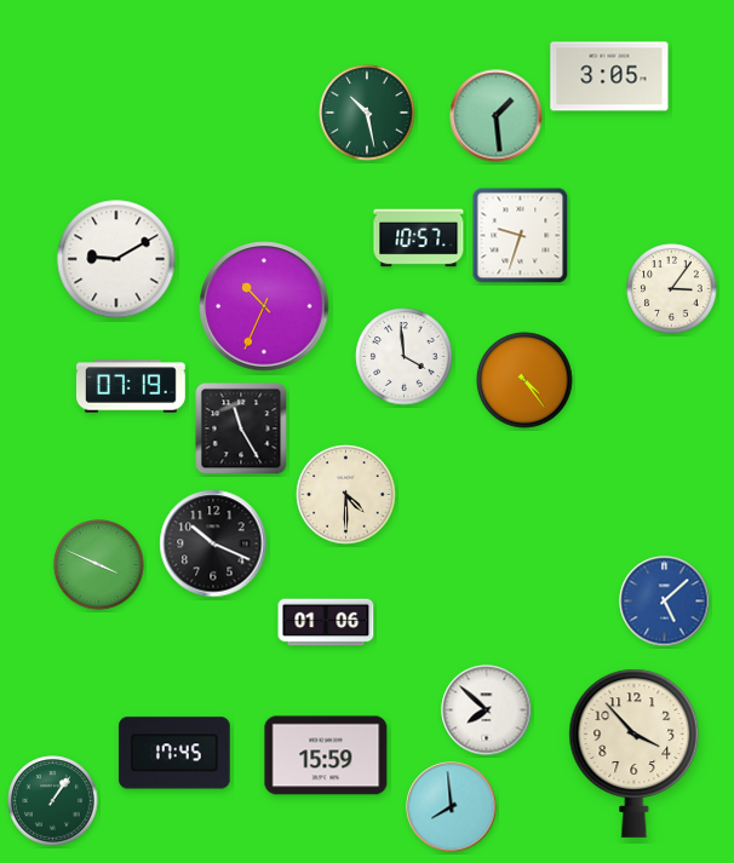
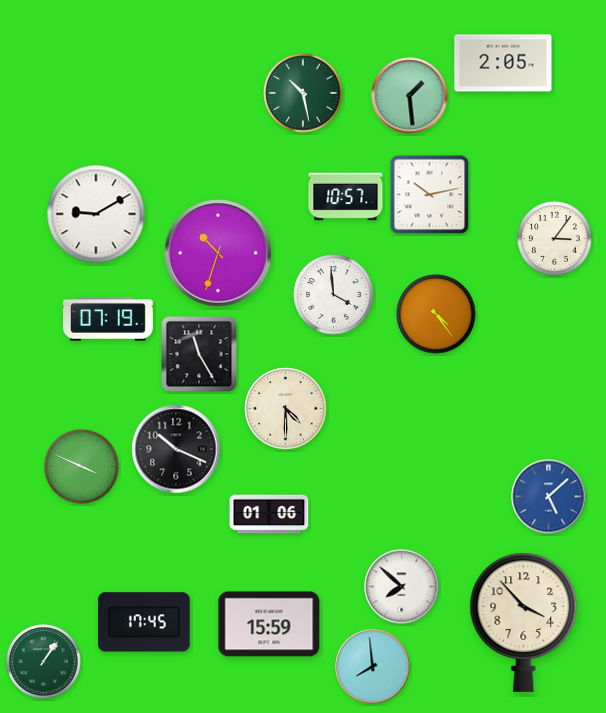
clock at (609, 76): 3:05 -> 2:05
clock at (521, 236): 9:33 -> 10:13
clock at (264, 306): 10:34 -> 10:33
clock at (524, 380) position: (524, 380) -> (436, 314)
